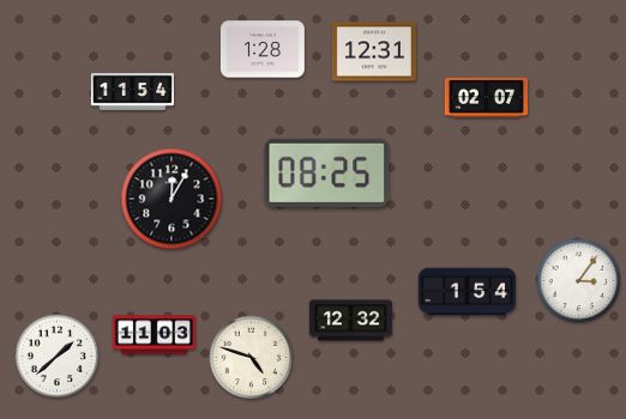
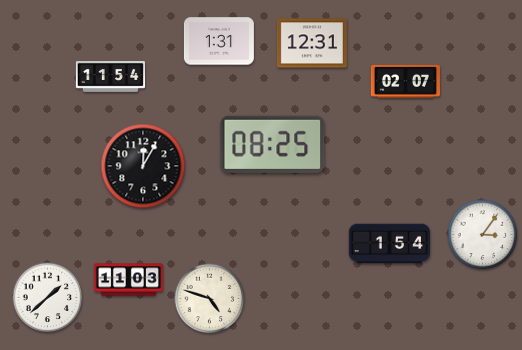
clock at (263, 49): 1:28 -> 1:31
clock at (350, 321): 12:32 -> none
